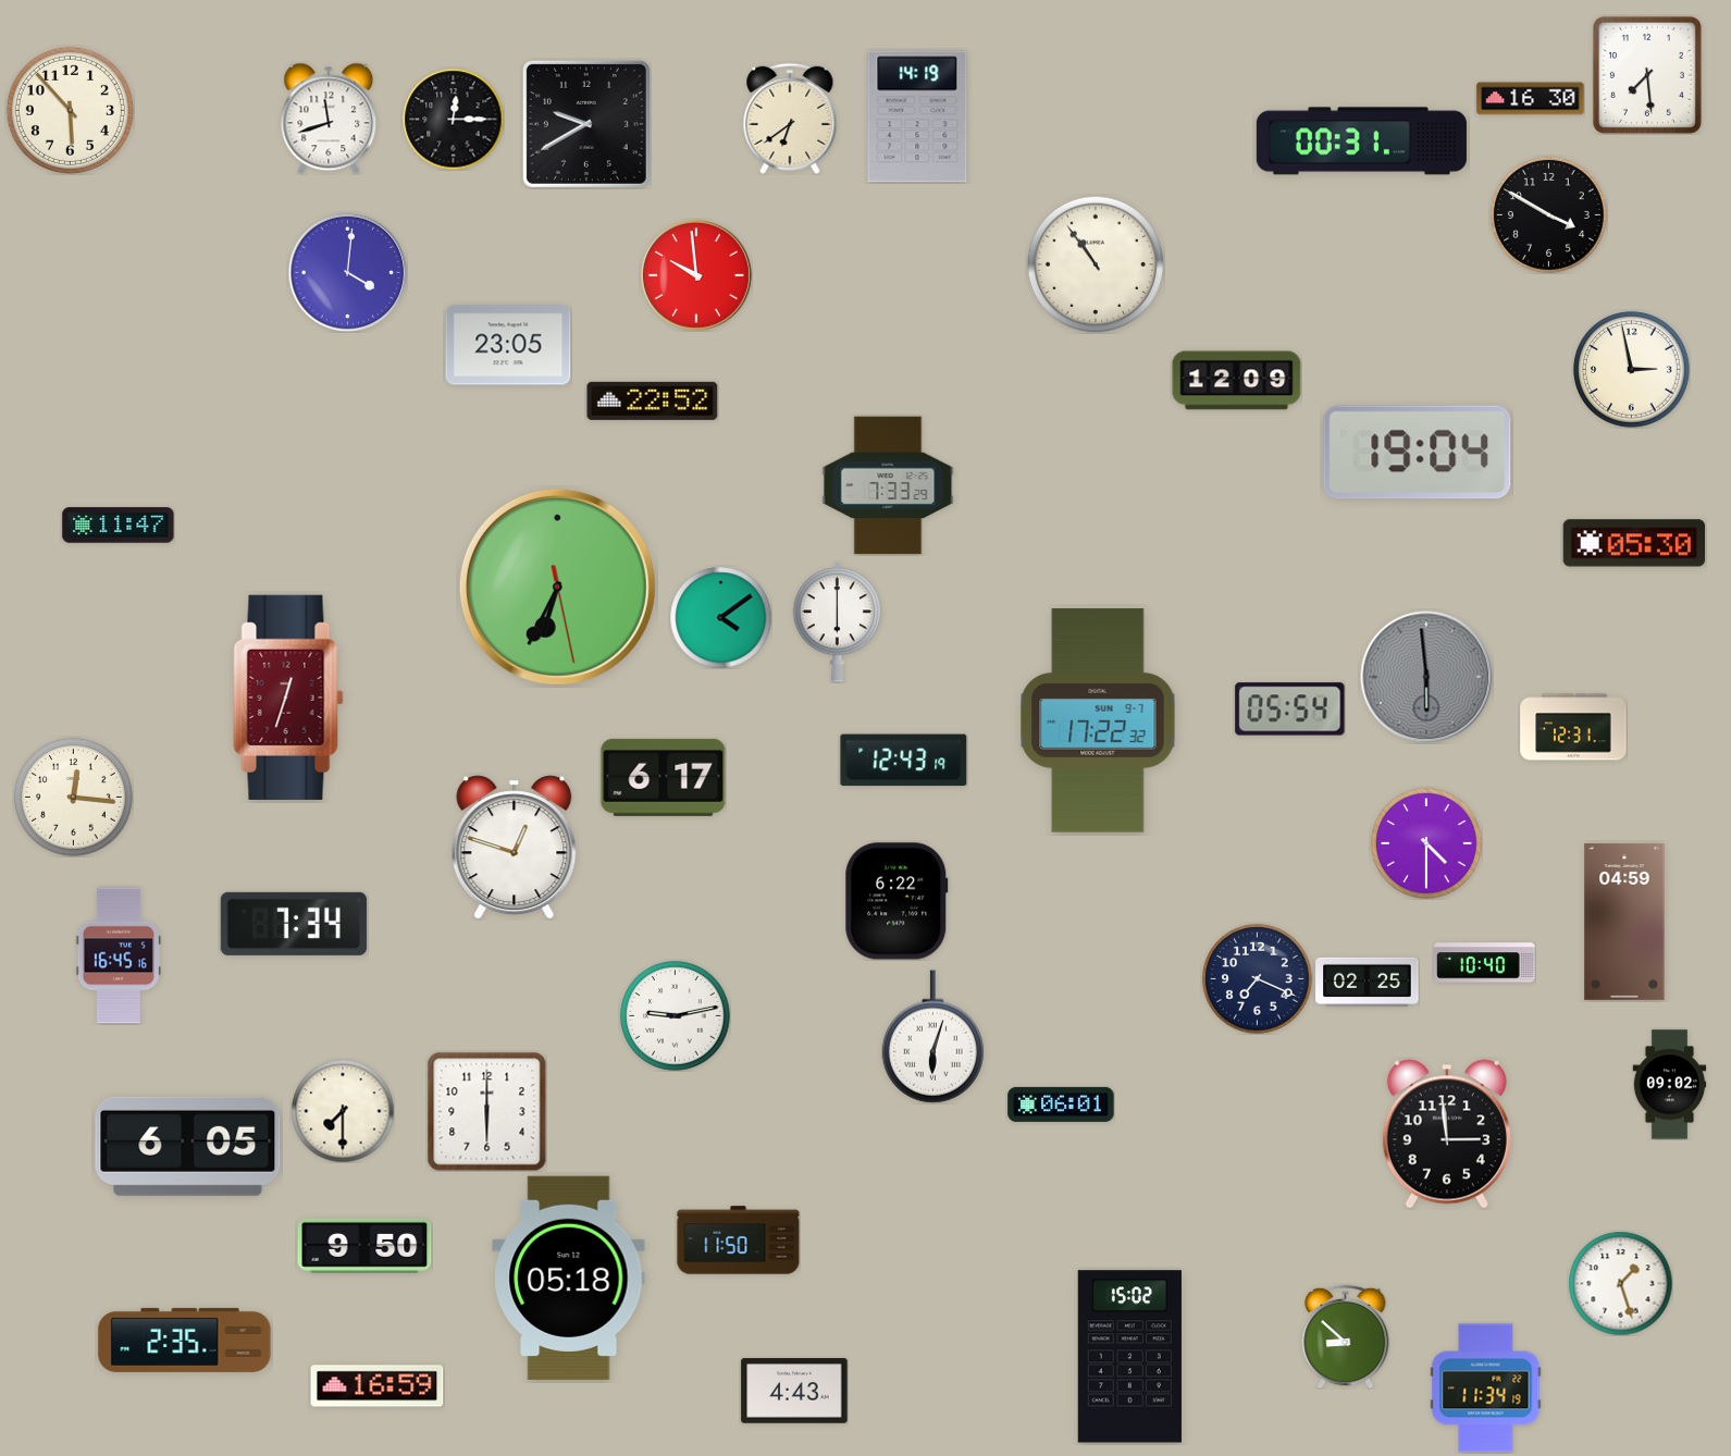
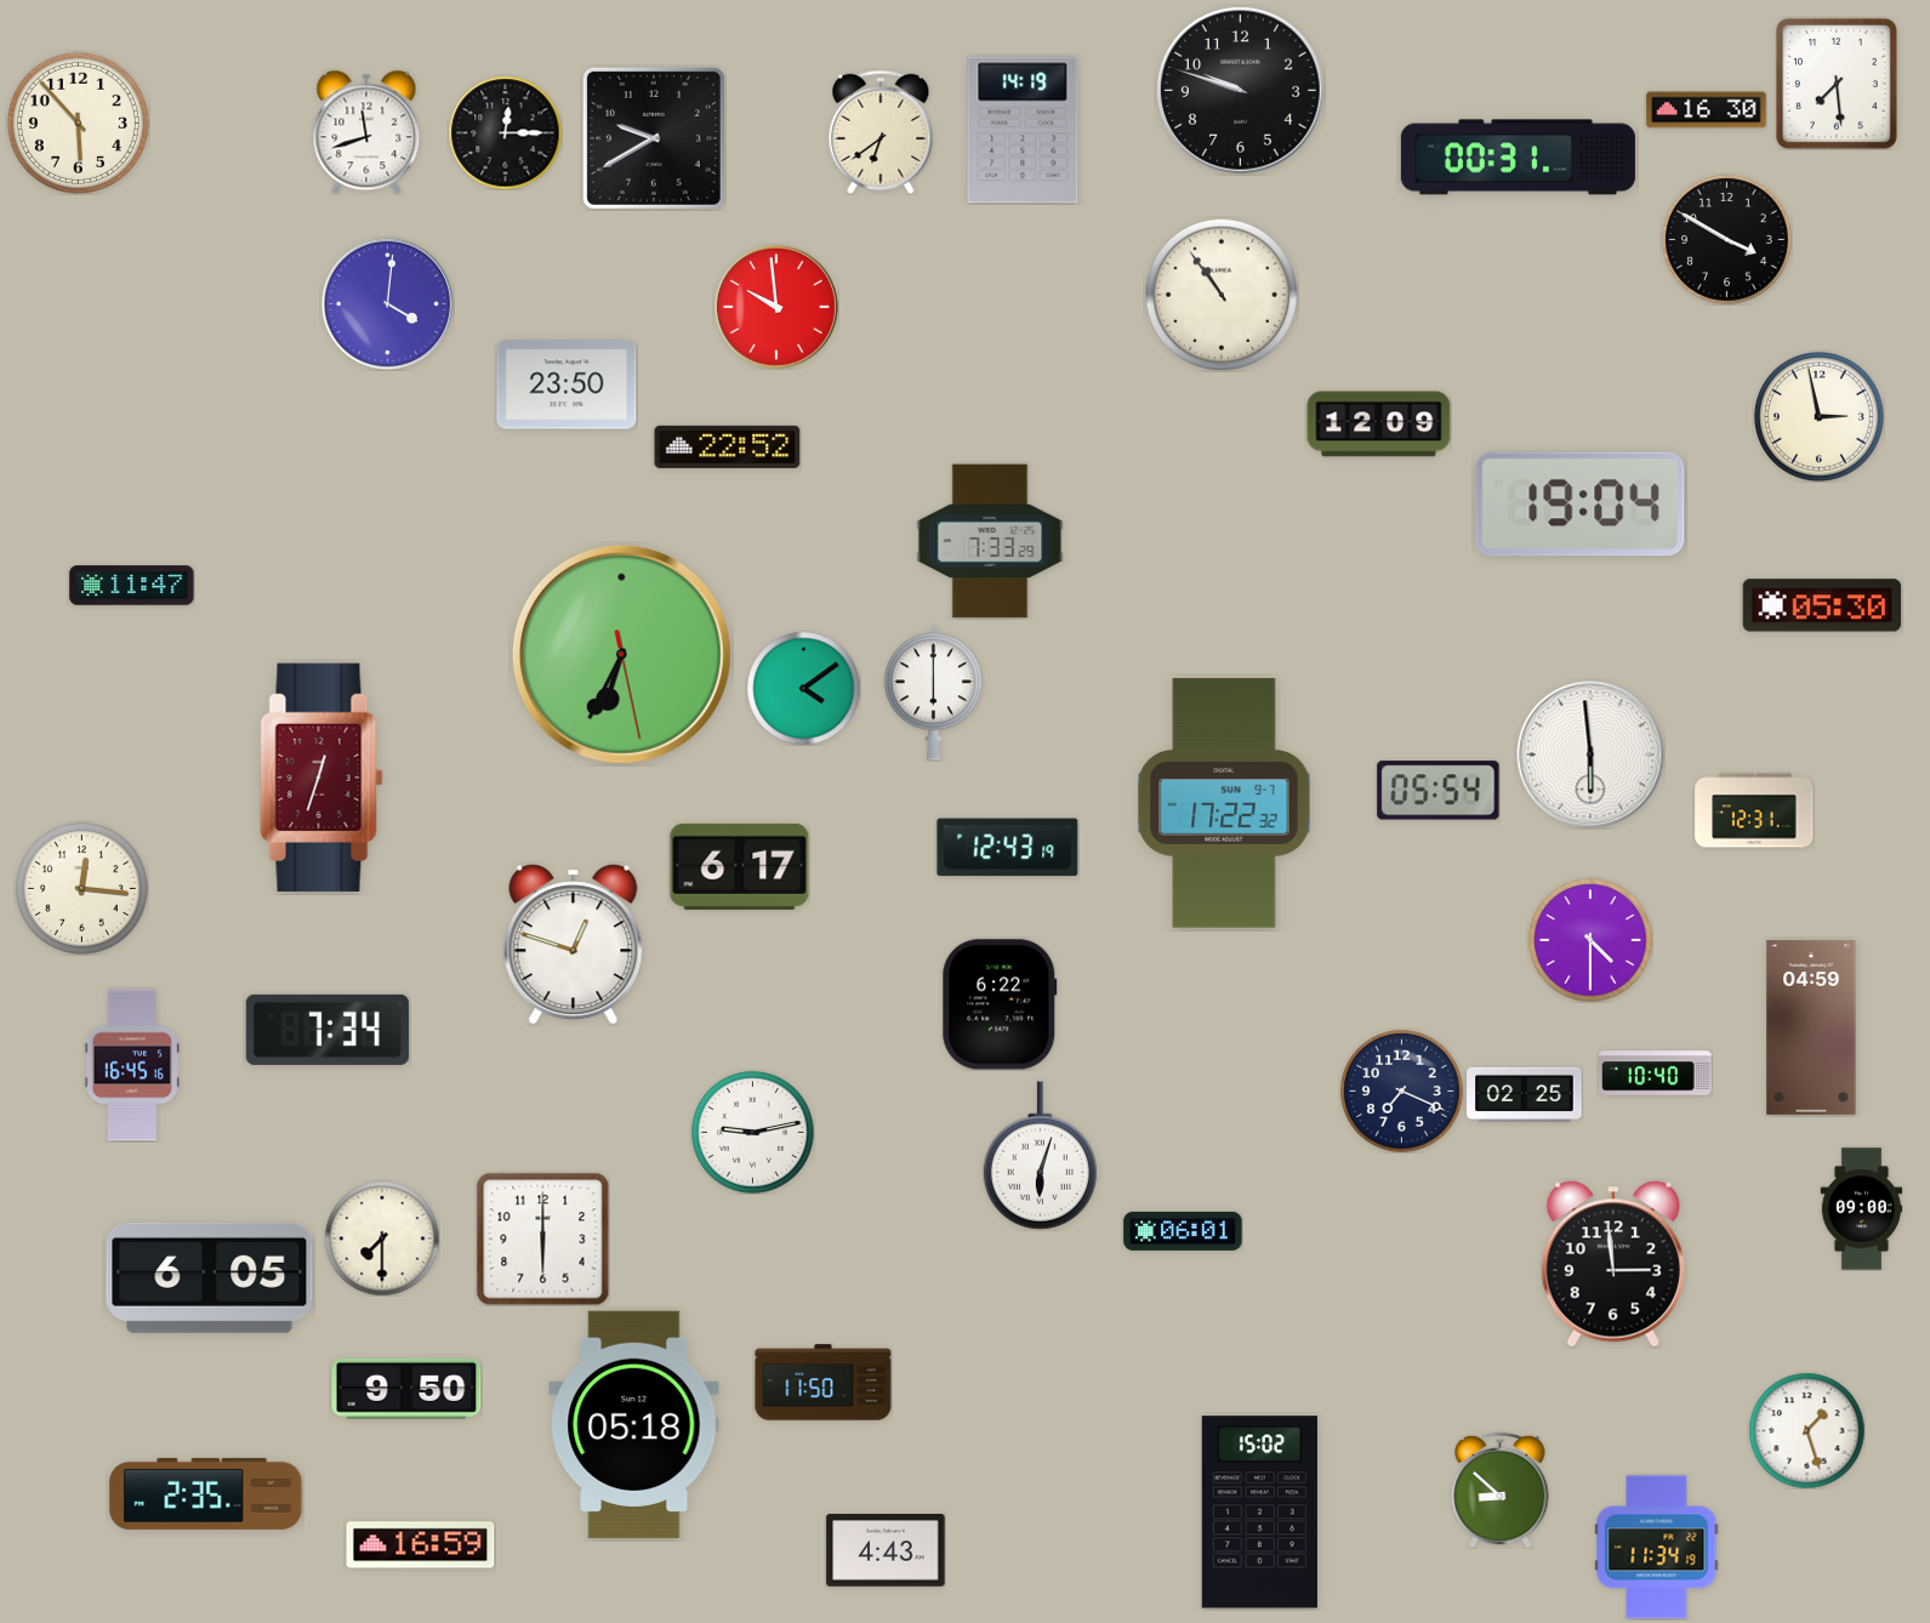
clock at (1241, 91): none -> 9:48
clock at (508, 345): 23:05 -> 23:50
clock at (1631, 369) position: (1631, 369) -> (1818, 416)
clock at (1426, 677) dial: grey -> white
clock at (1670, 1085): 09:02 -> 09:00
